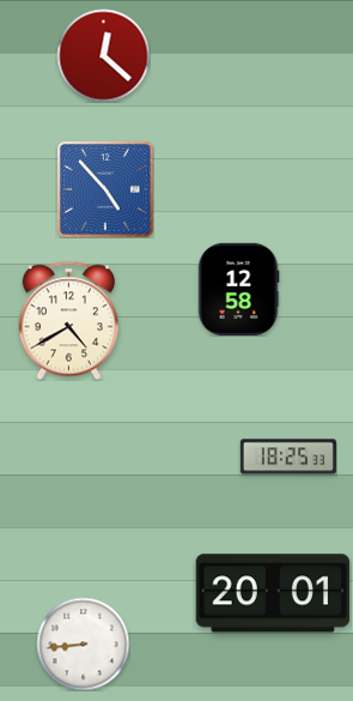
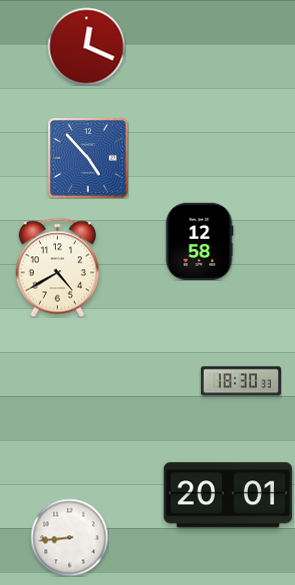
clock at (103, 55): 12:22 -> 12:19
clock at (288, 457): 18:25 -> 18:30
